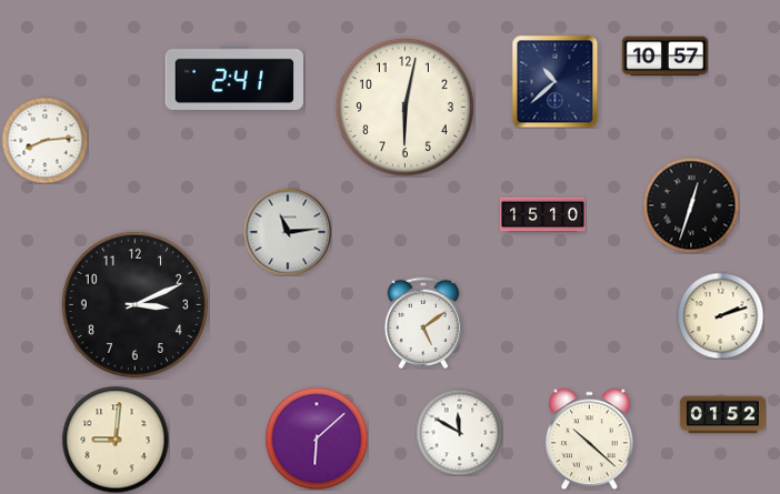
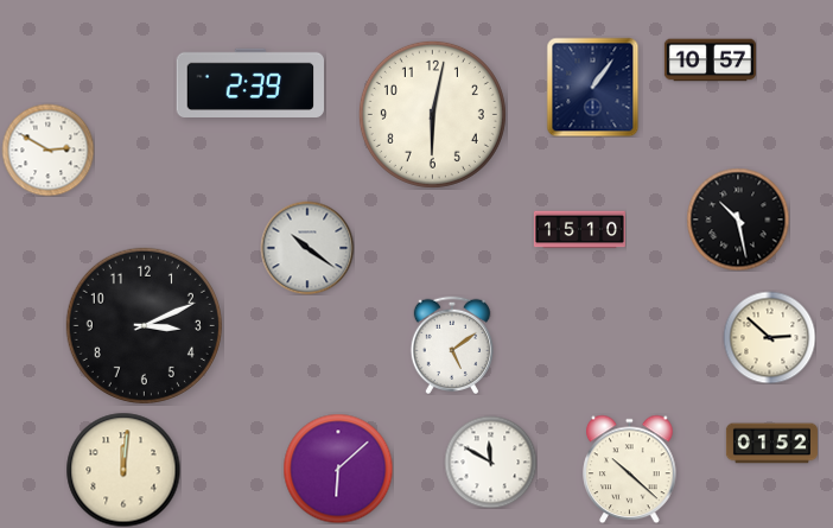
clock at (234, 77): 2:41 -> 2:39
clock at (556, 81): 10:38 -> 1:06
clock at (44, 140): 8:14 -> 2:50
clock at (691, 205): 12:33 -> 10:28
clock at (288, 232): 11:14 -> 10:21
clock at (720, 315): 2:12 -> 2:52
clock at (116, 440): 9:01 -> 12:01
